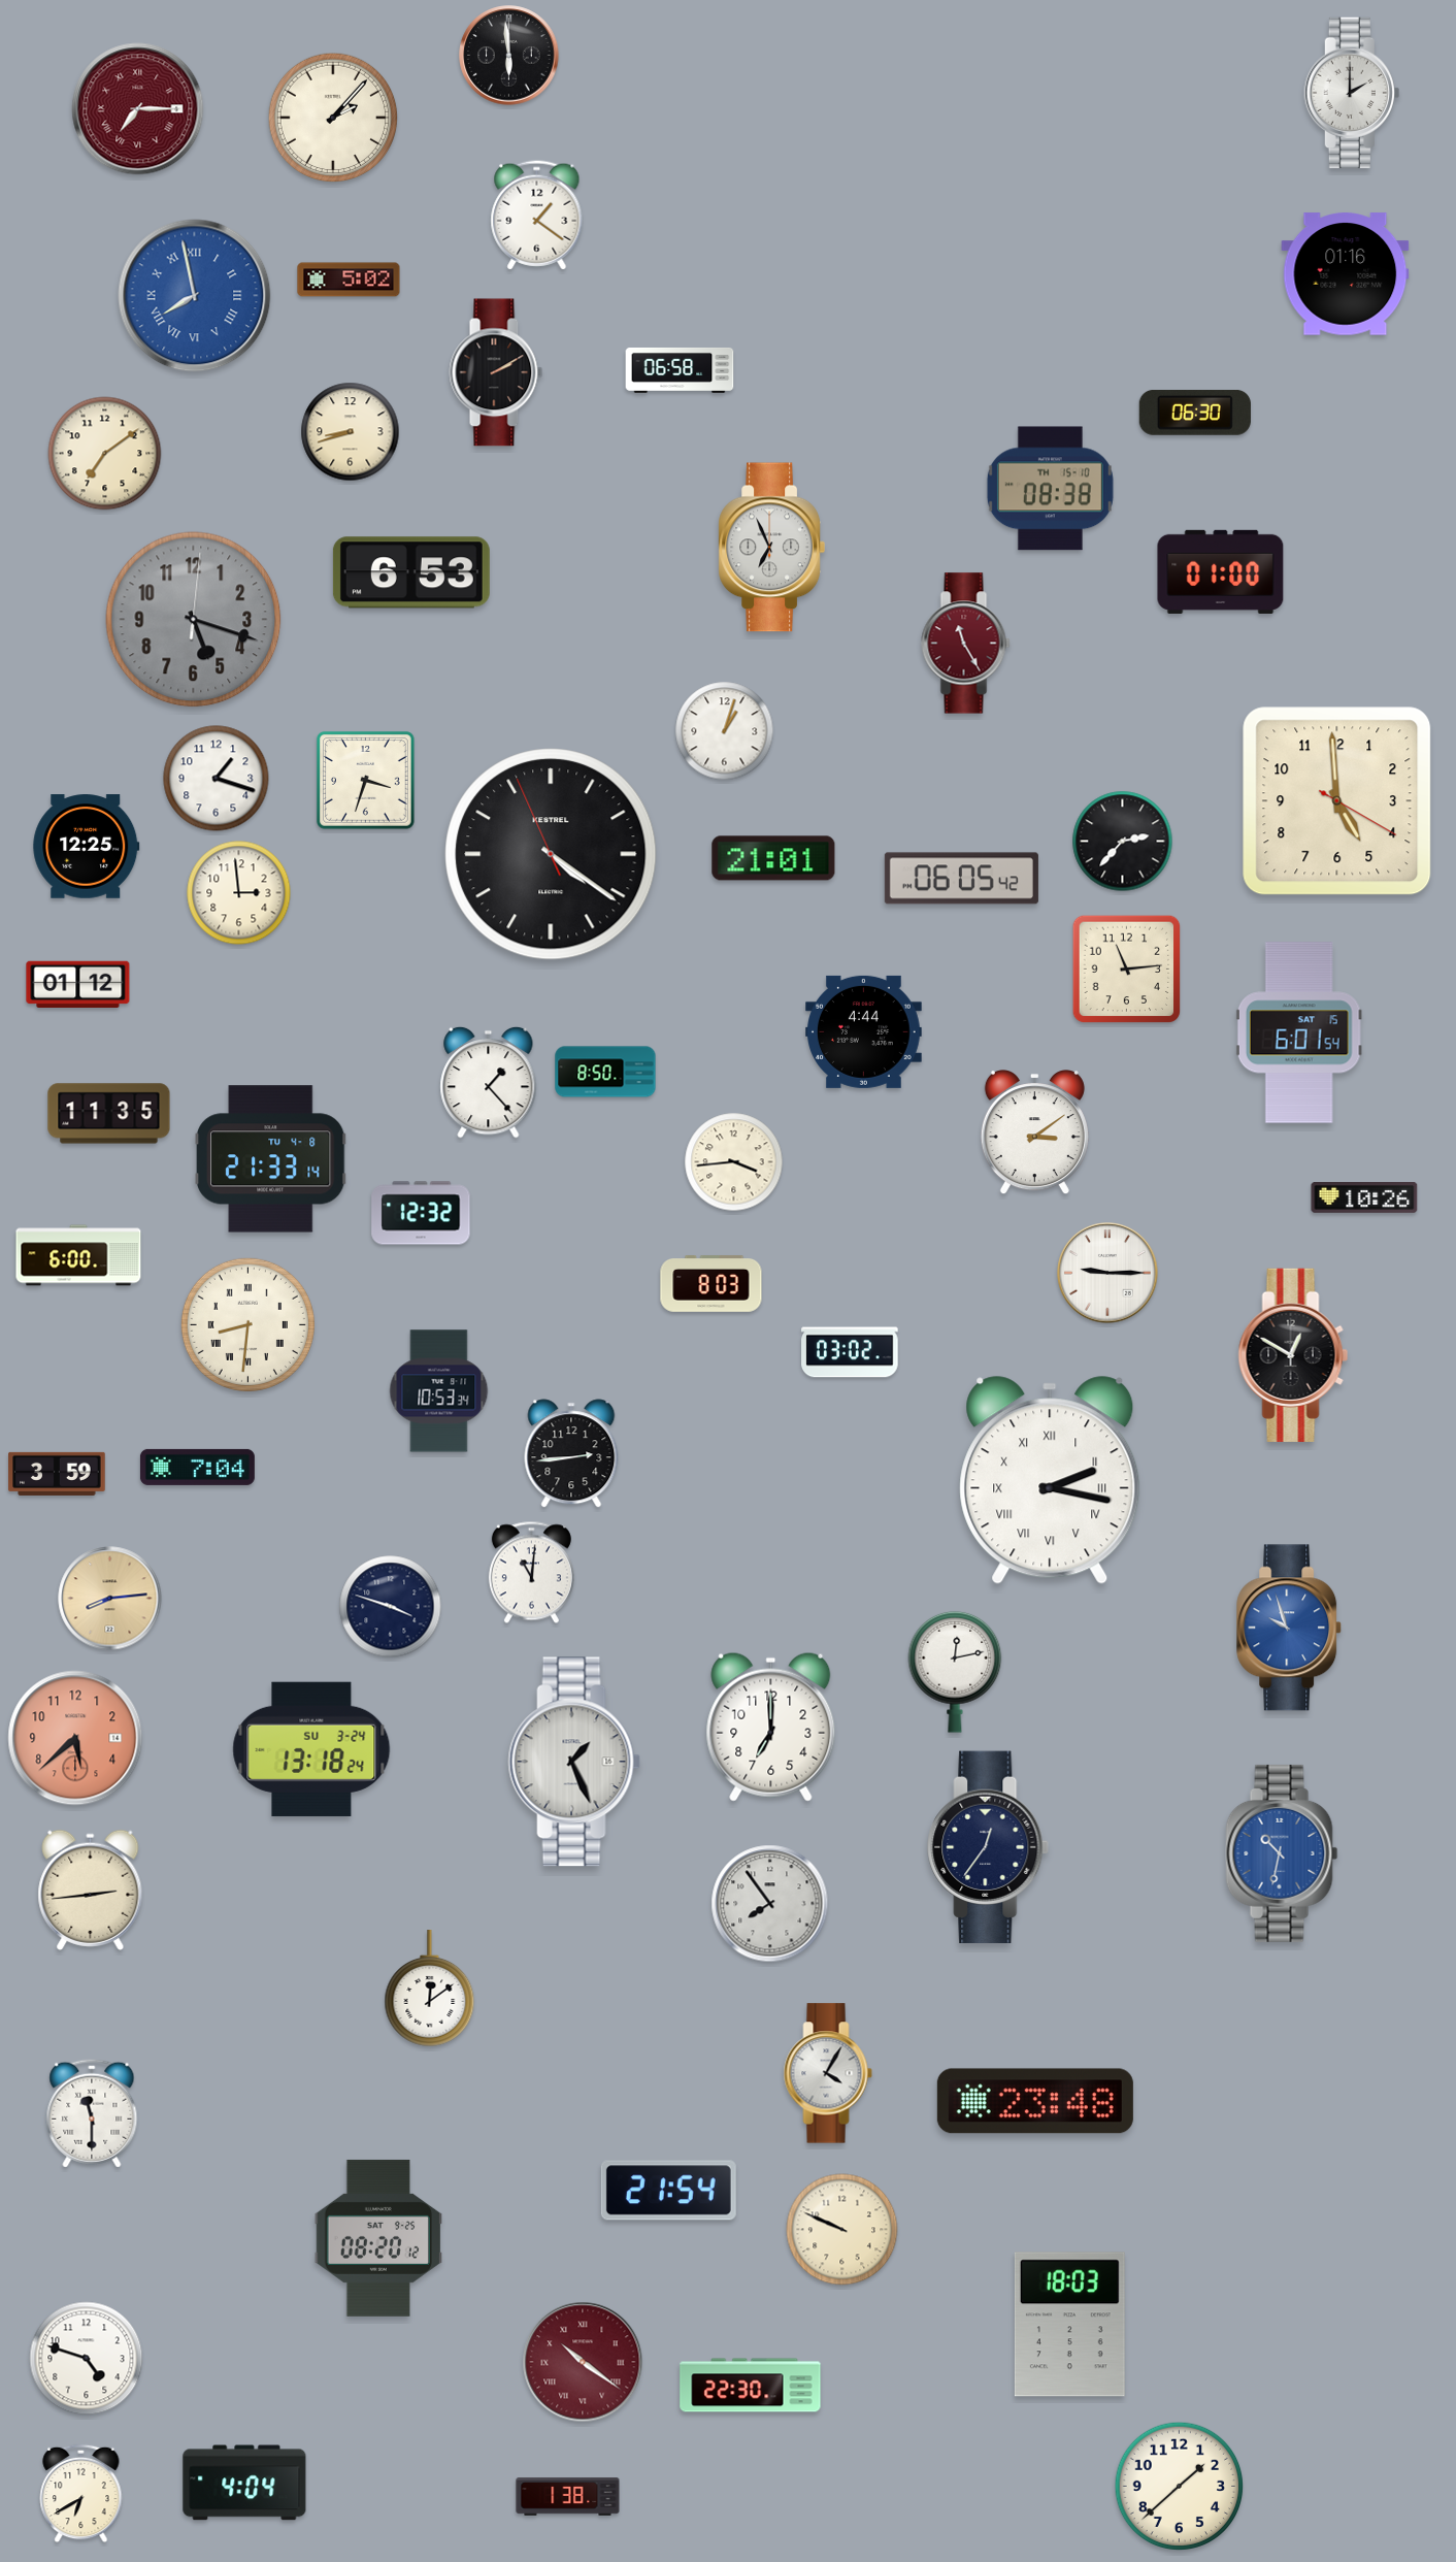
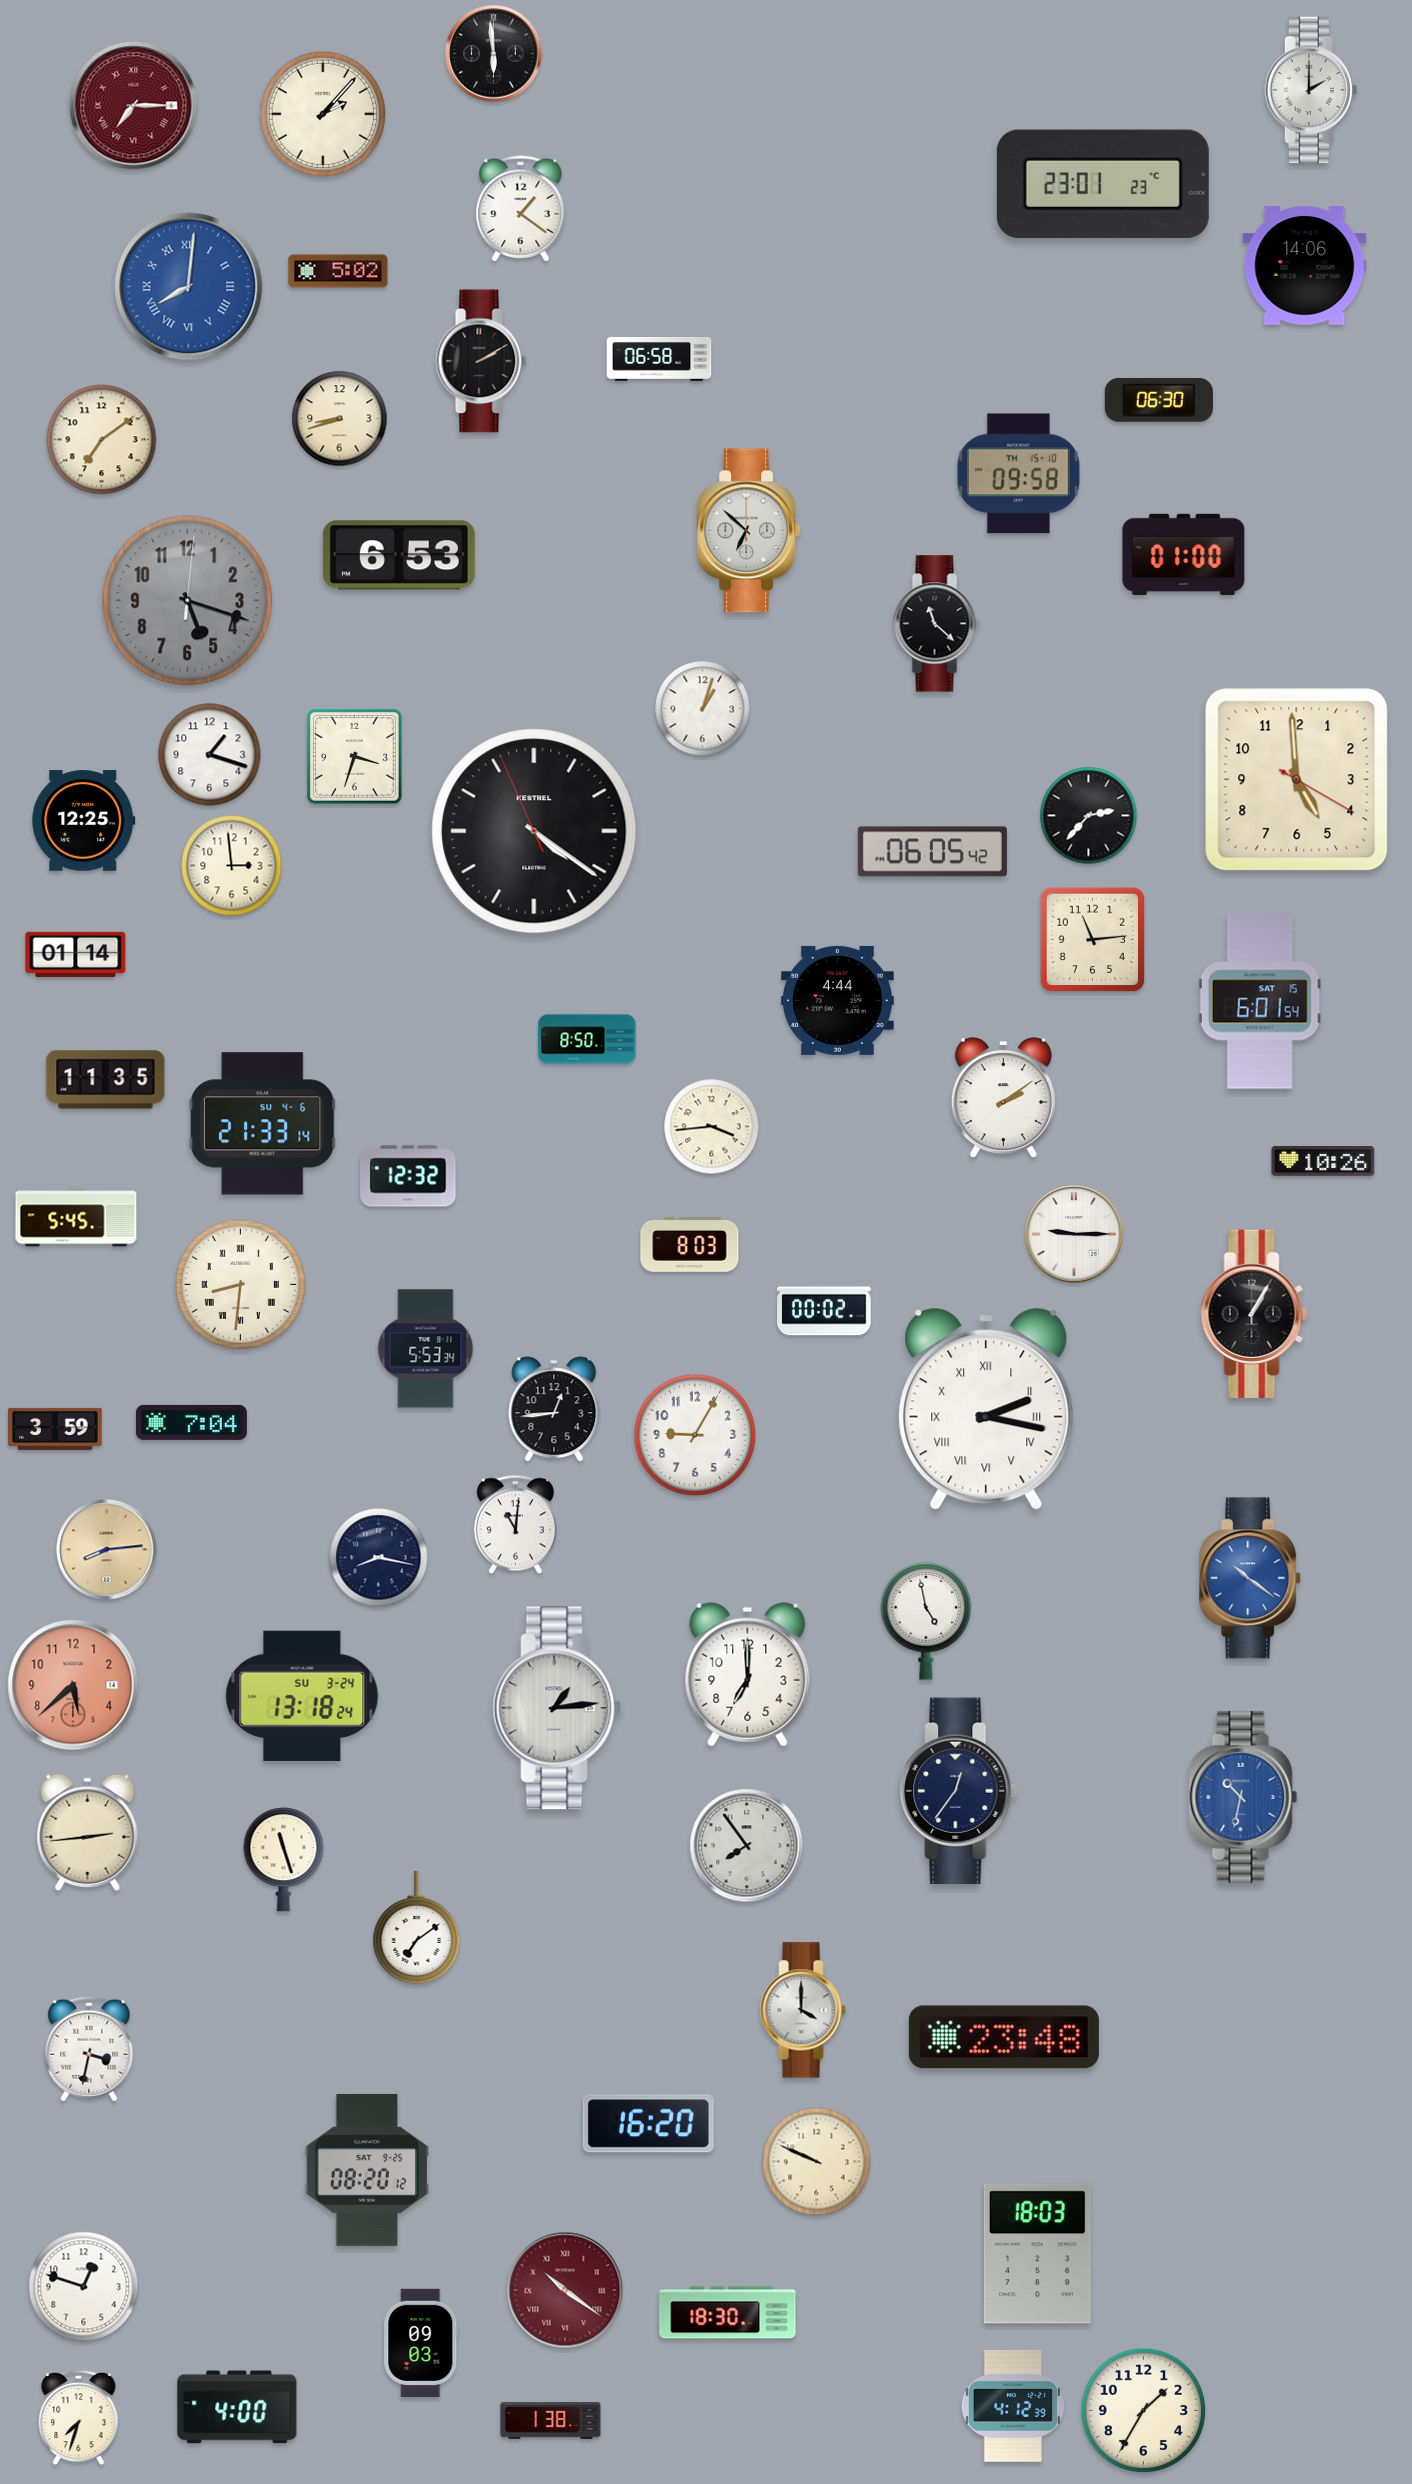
clock at (1103, 184): none -> 23:01
clock at (1346, 274): 01:16 -> 14:06
clock at (195, 296): 7:58 -> 8:01
clock at (1050, 489): 08:38 -> 09:58
clock at (771, 548): 6:56 -> 6:52
clock at (966, 644): 11:25 -> 11:22
clock at (966, 644) dial: burgundy -> black
clock at (1337, 801) position: (1337, 801) -> (1297, 780)
clock at (551, 854) position: (551, 854) -> (534, 831)
clock at (773, 858): 21:01 -> none
clock at (78, 984): 01:12 -> 01:14
clock at (489, 1082): 1:23 -> none
clock at (1034, 1132): 3:09 -> 2:09
clock at (271, 1159) date: TU 4-8 -> SU 4-6
clock at (78, 1255): 6:00 -> 5:45
clock at (850, 1352): 03:02 -> 00:02
clock at (1293, 1355): 12:50 -> 1:05
clock at (439, 1391): 10:53 -> 5:53
clock at (571, 1453): 2:44 -> 12:44
clock at (695, 1435): none -> 9:05
clock at (1050, 1480) position: (1050, 1480) -> (986, 1409)
clock at (391, 1607): 3:48 -> 8:17
clock at (1290, 1628): 9:57 -> 10:21
clock at (955, 1672): 12:13 -> 4:58
clock at (574, 1762): 1:26 -> 1:14
clock at (284, 1860): none -> 11:27
clock at (430, 1989): 12:09 -> 7:09
clock at (828, 2073): 4:05 -> 4:00
clock at (92, 2113): 11:30 -> 3:32
clock at (668, 2191): 21:54 -> 16:20
clock at (87, 2359): 4:48 -> 12:48
clock at (751, 2386): 22:30 -> 18:30
clock at (421, 2343): none -> 09:03
clock at (1013, 2406): none -> 4:12
clock at (244, 2483): 4:04 -> 4:00
clock at (1180, 2487): 1:38 -> 1:35
clock at (81, 2494): 6:40 -> 7:33
